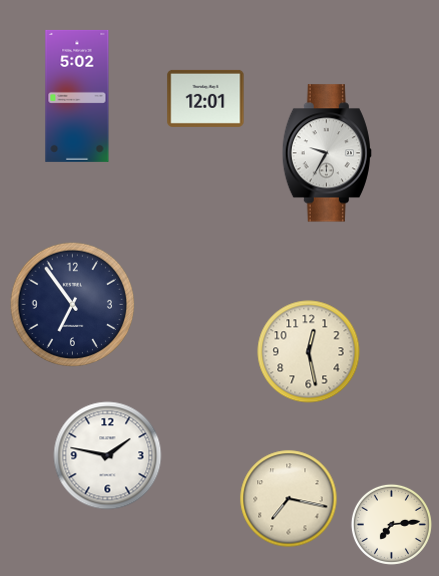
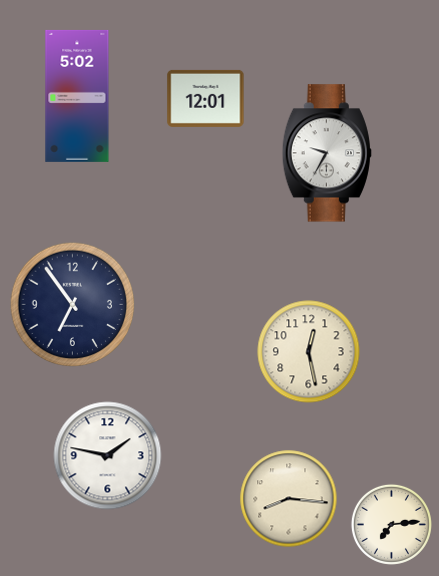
clock at (289, 499): 7:17 -> 8:16
